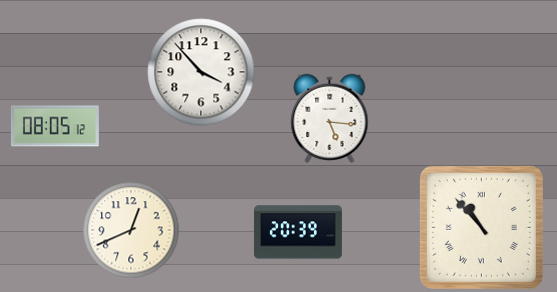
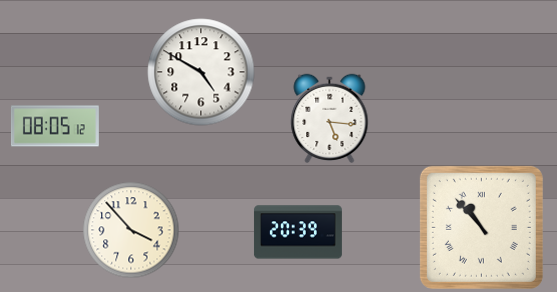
clock at (201, 72): 3:53 -> 4:50
clock at (131, 230): 12:41 -> 3:53
